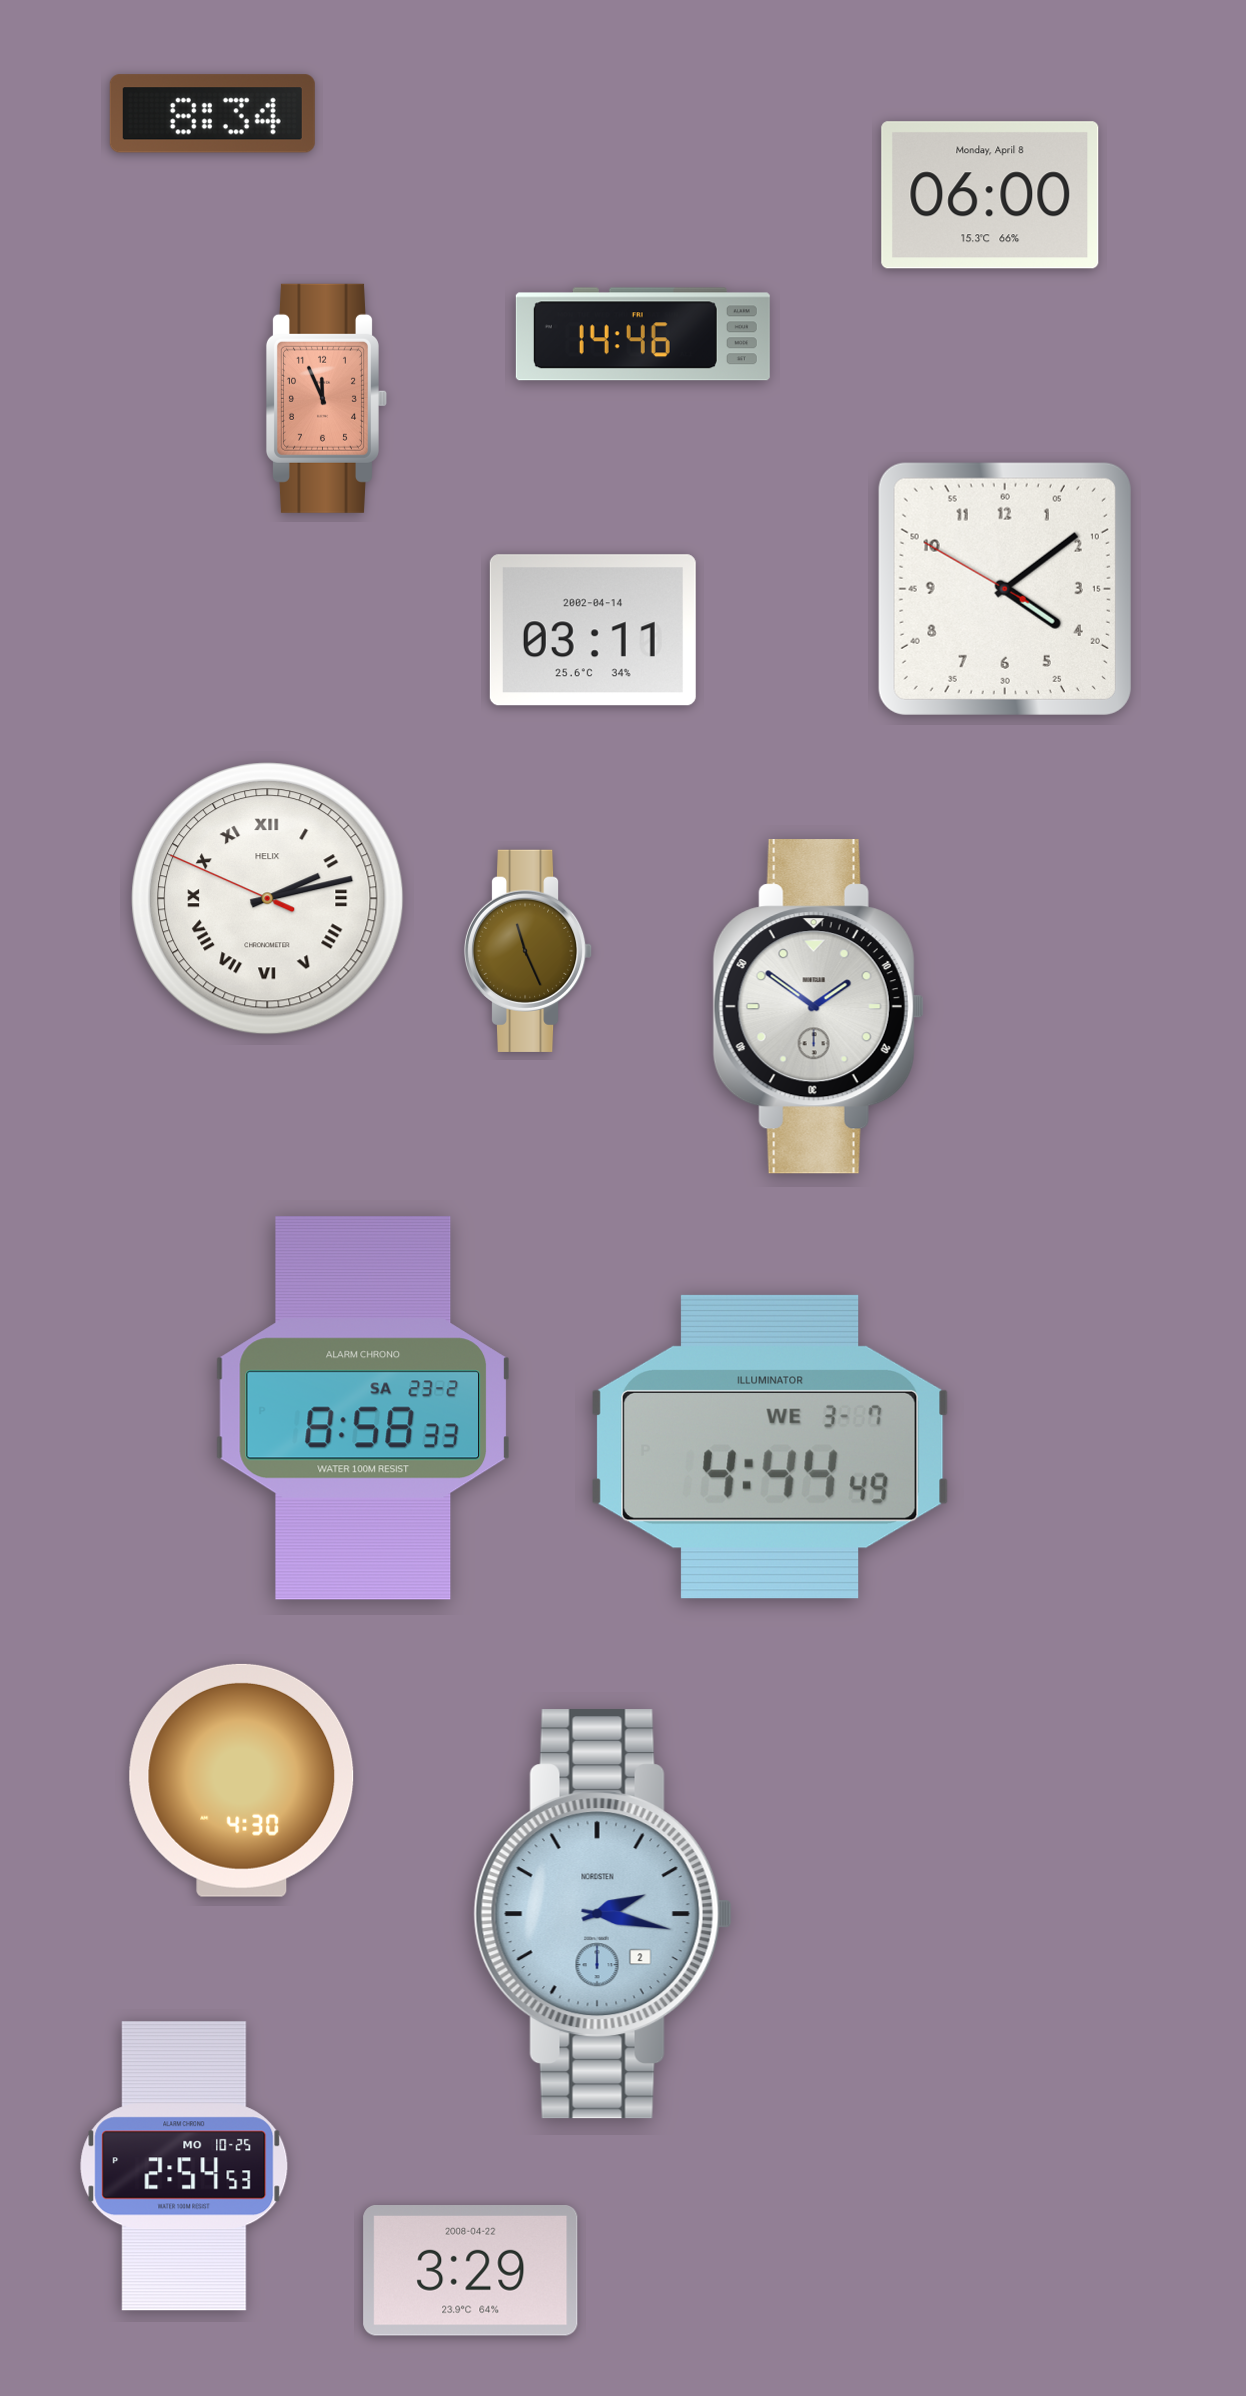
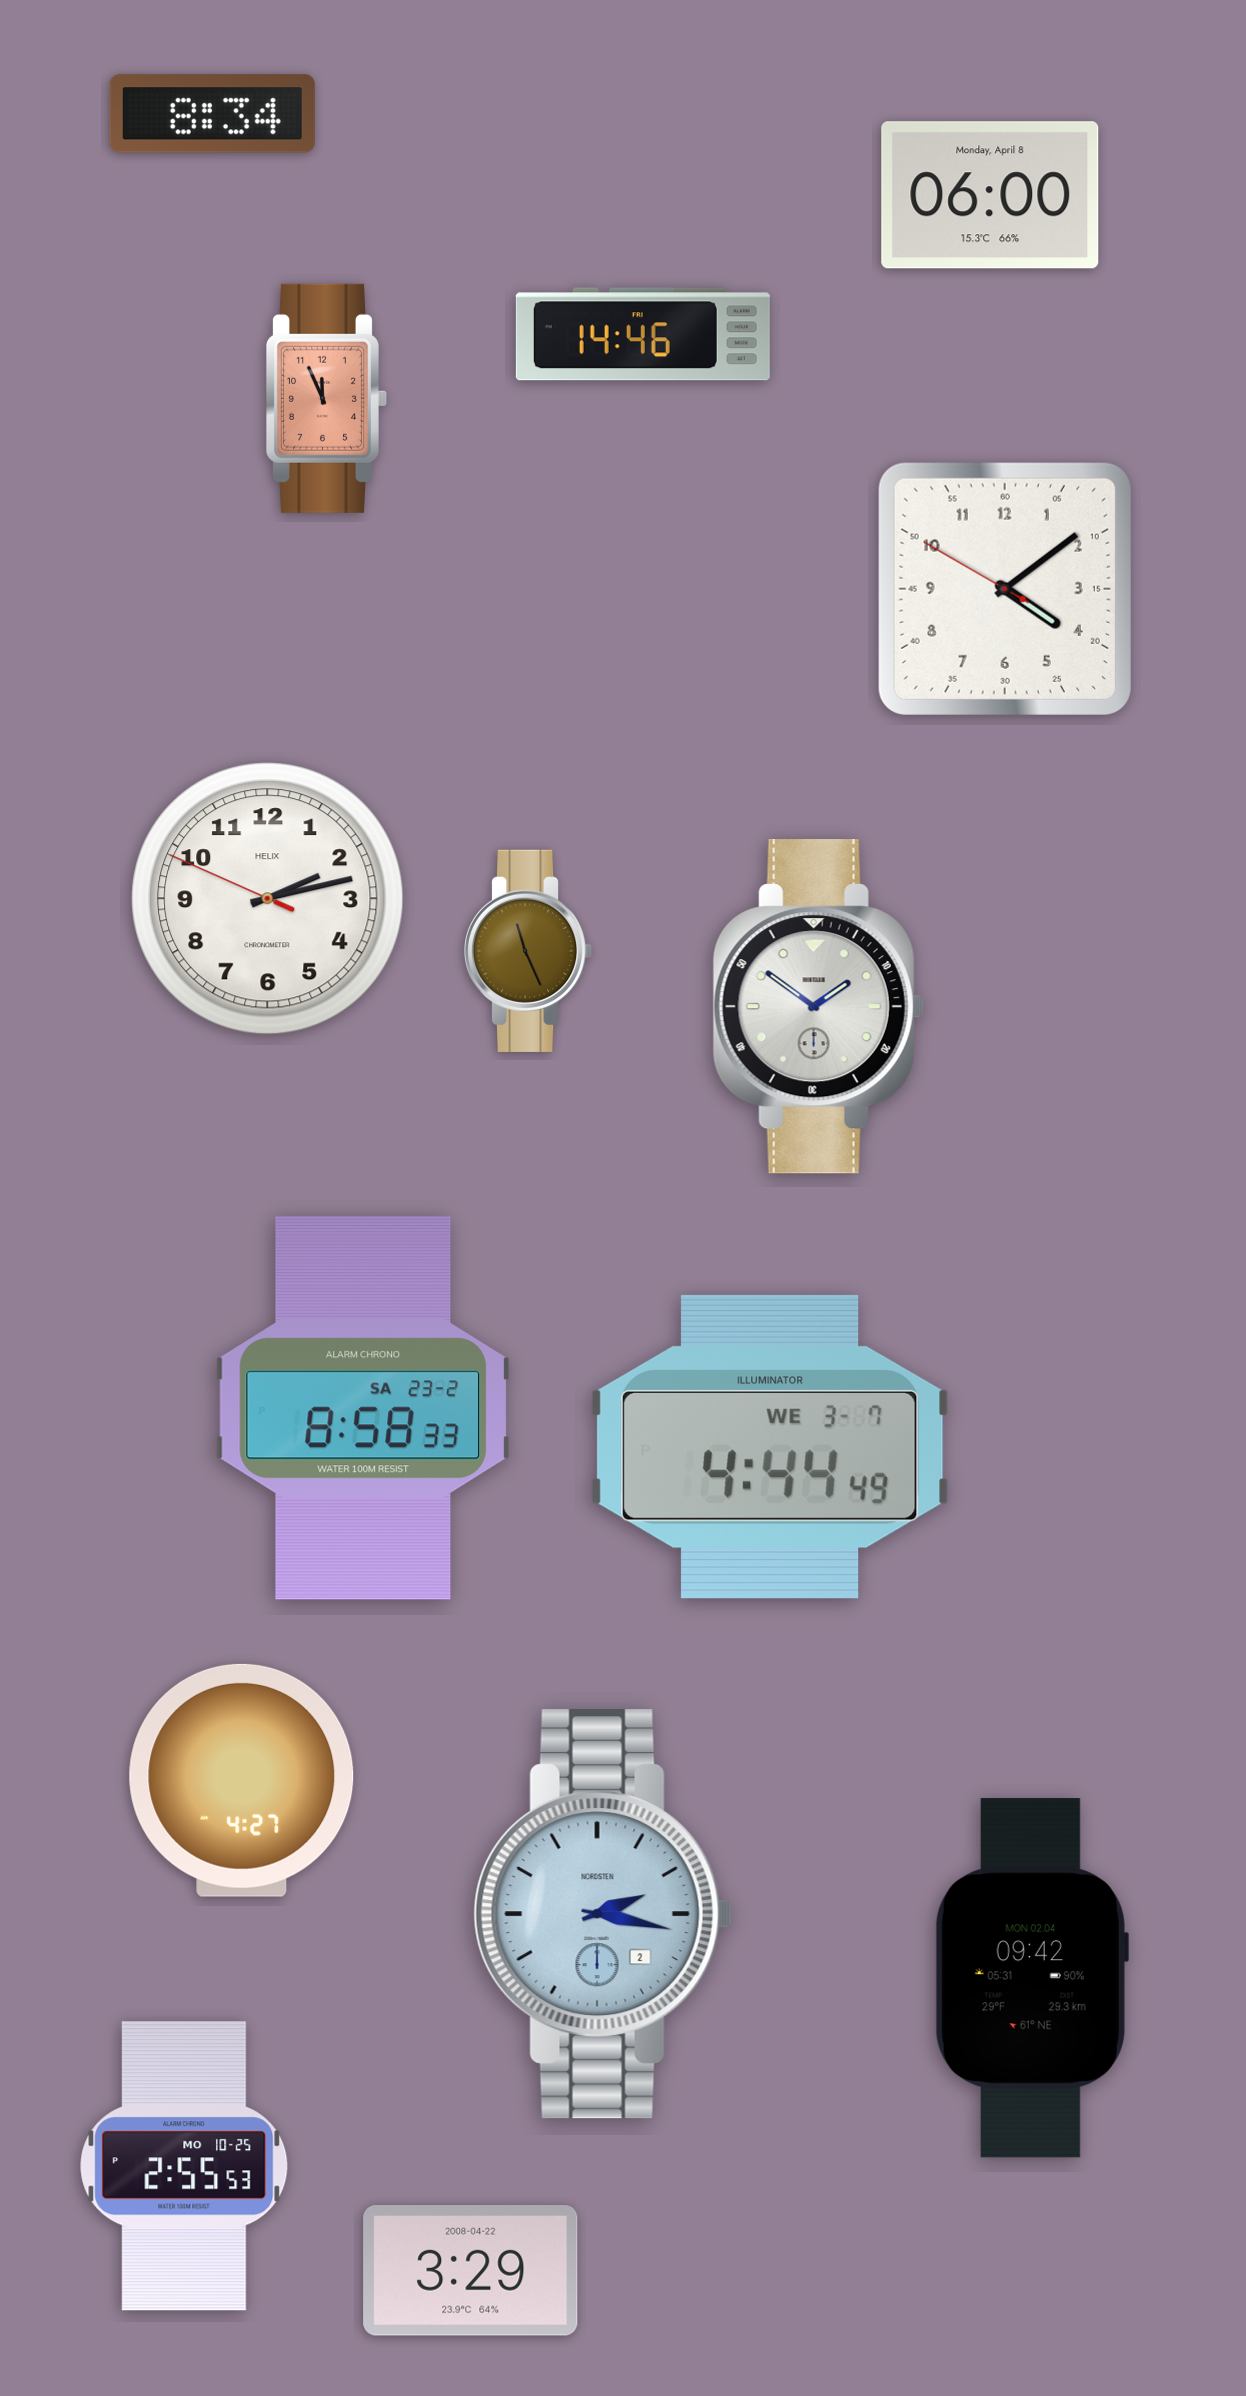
clock at (593, 630): 03:11 -> none
clock at (268, 899) numerals: Roman -> Arabic
clock at (242, 1780): 4:30 -> 4:27
clock at (1031, 1978): none -> 09:42
clock at (184, 2166): 2:54 -> 2:55
